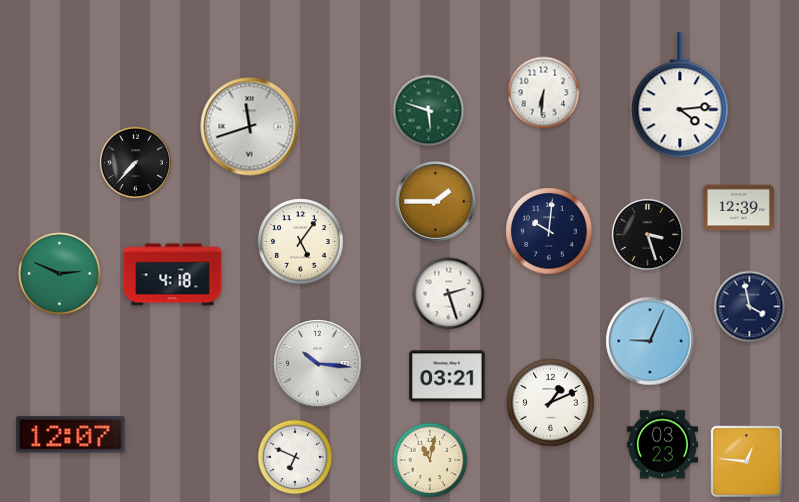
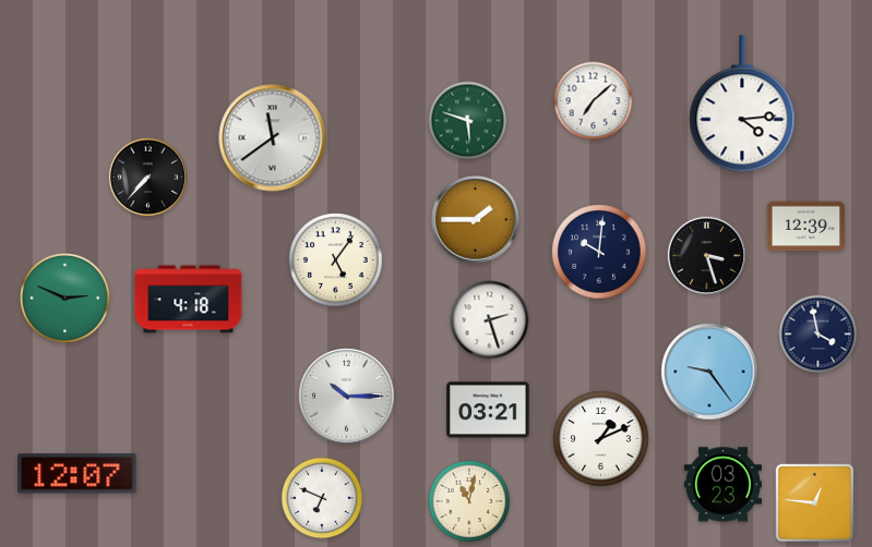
clock at (544, 93): 6:31 -> 7:08
clock at (250, 127): 11:42 -> 11:39
clock at (301, 242) position: (301, 242) -> (336, 260)
clock at (650, 341): 9:04 -> 9:24
clock at (318, 364): 10:16 -> 10:15
